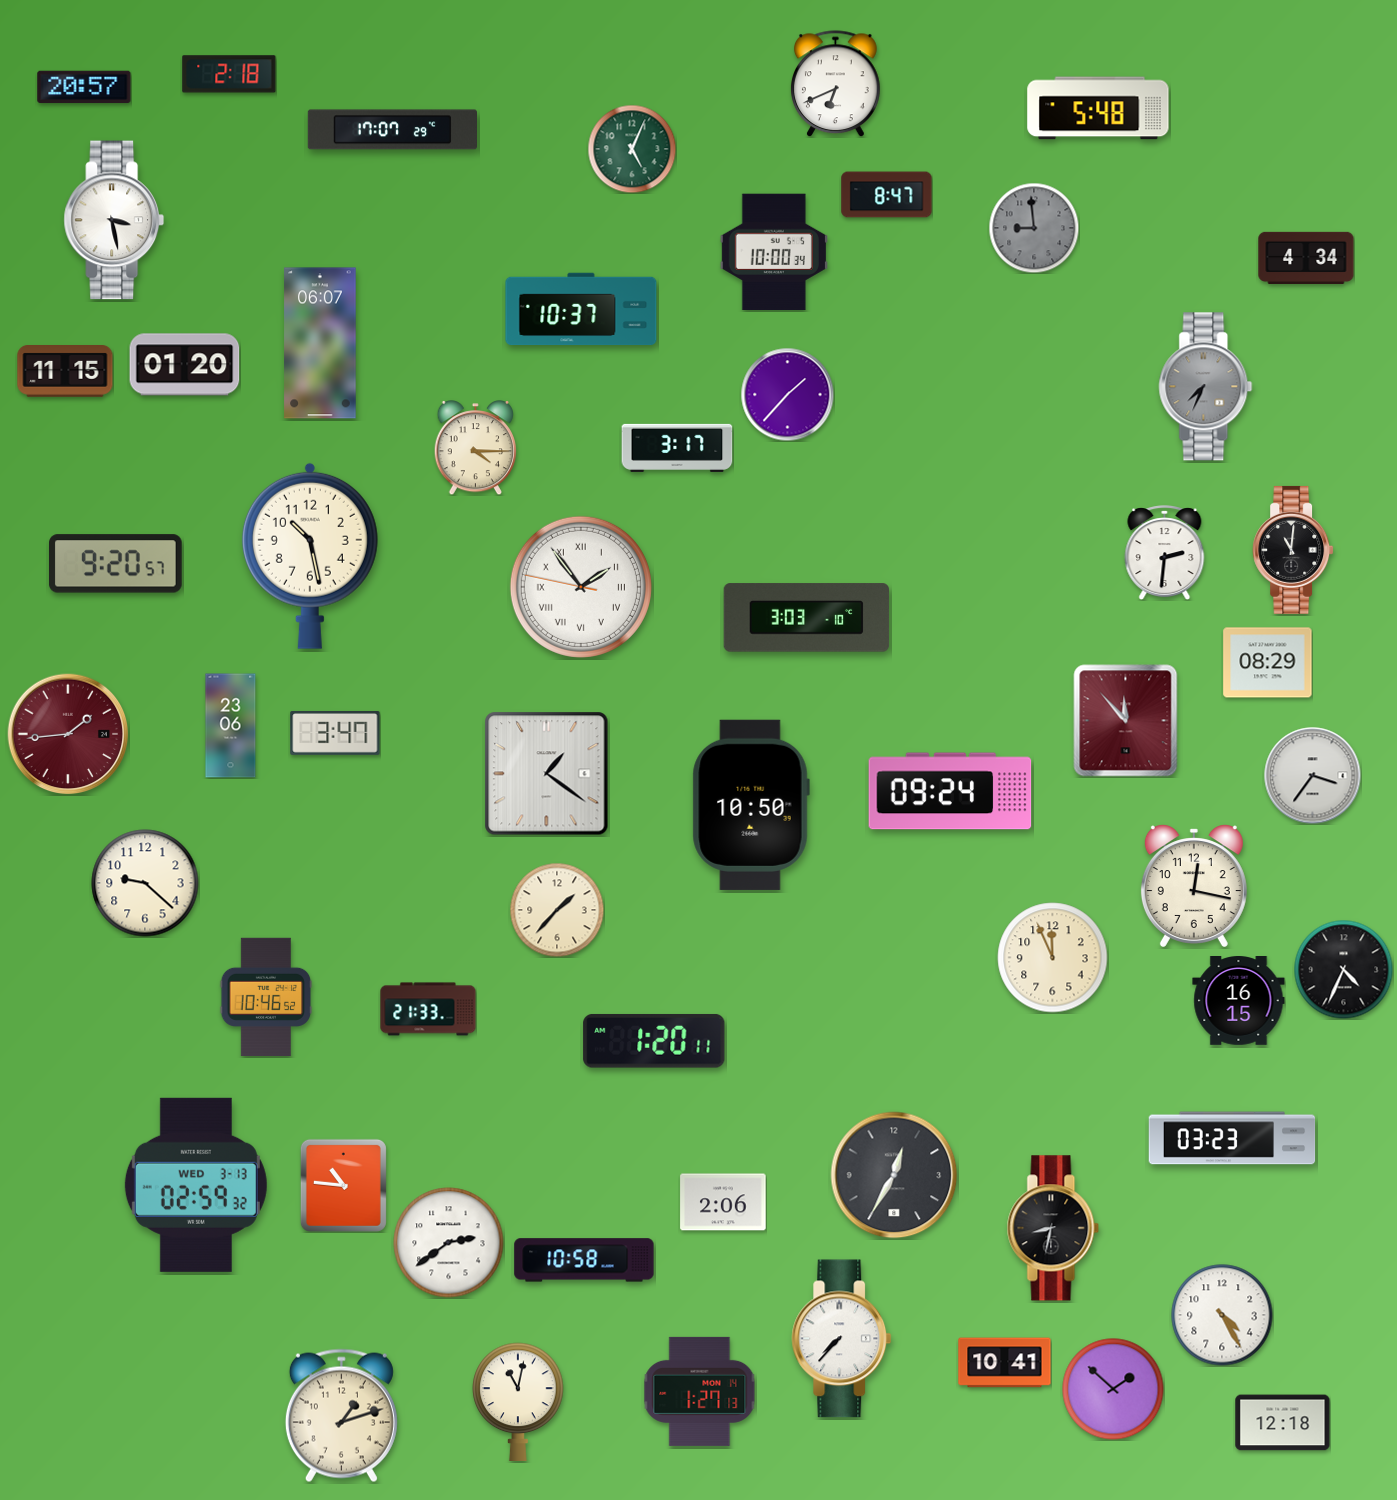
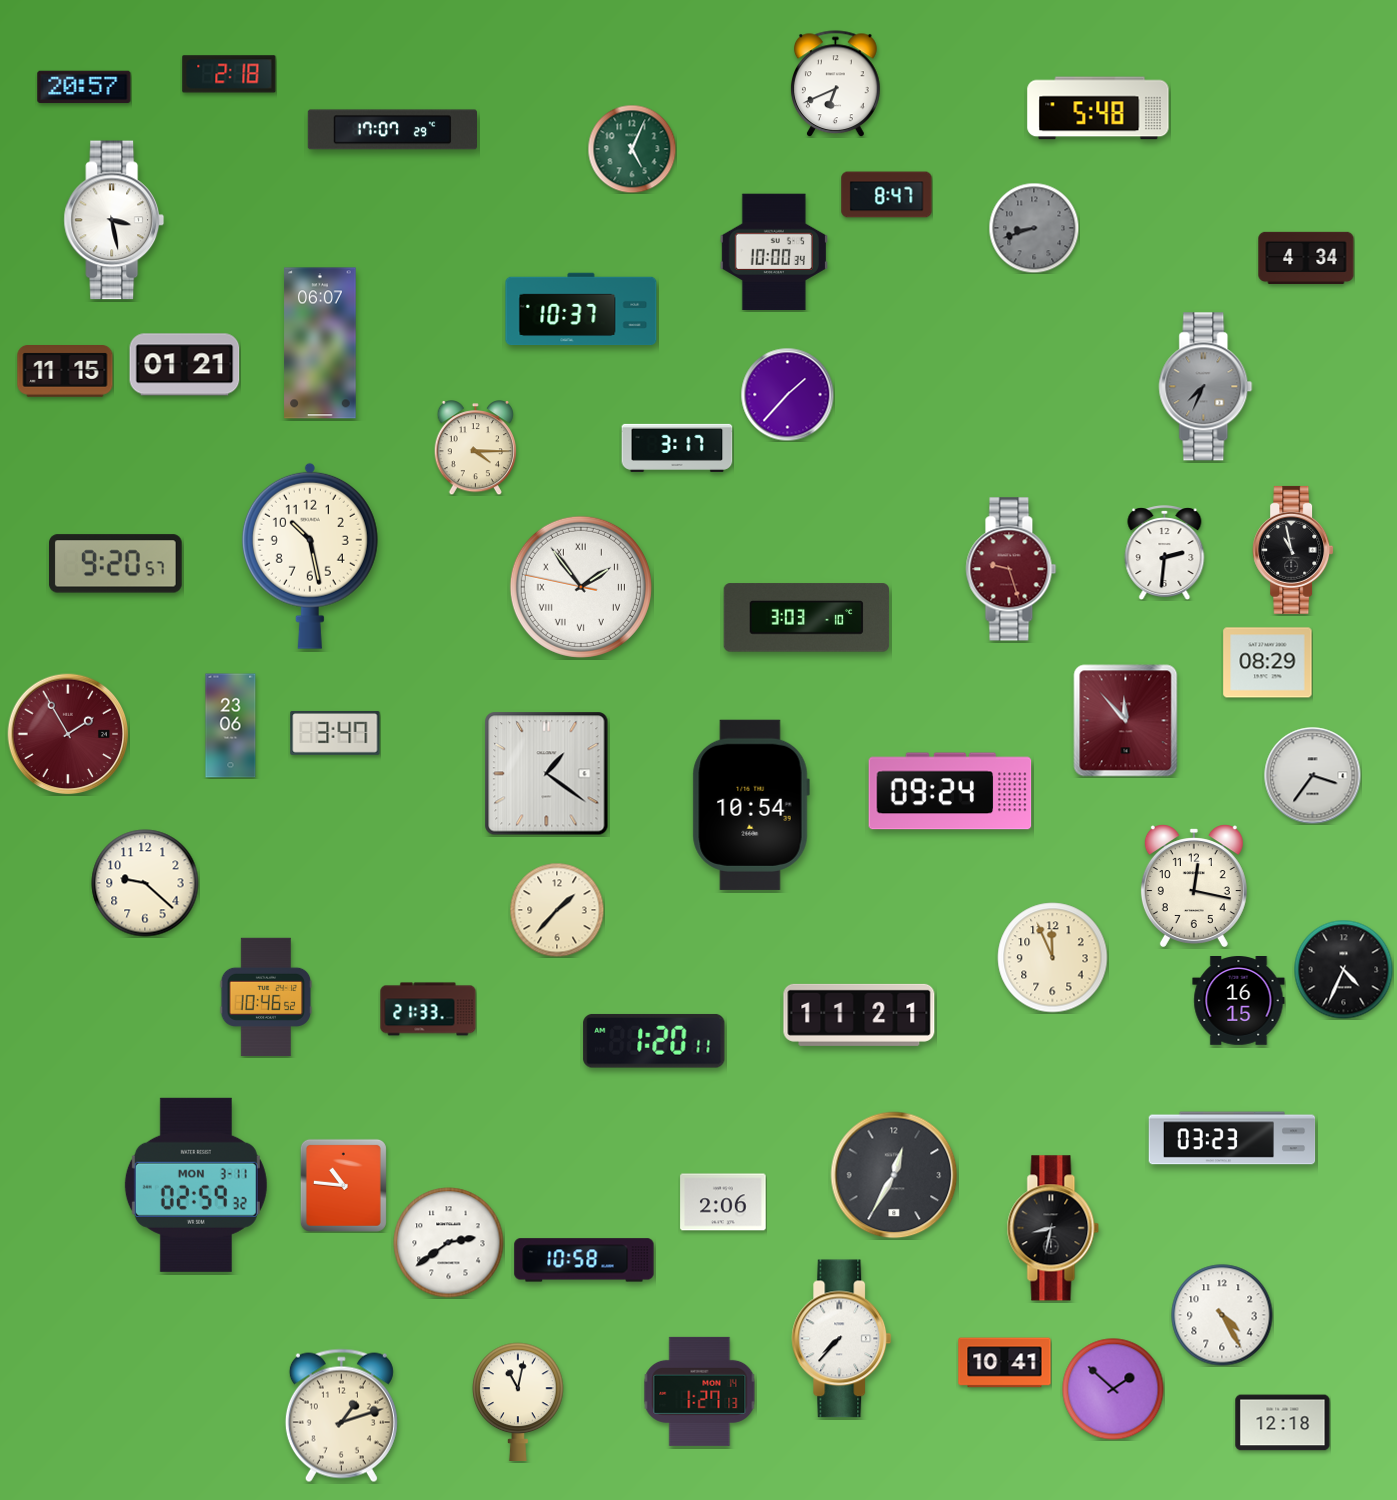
clock at (1034, 228): 8:59 -> 8:42
clock at (185, 365): 01:20 -> 01:21
clock at (1293, 550): 11:01 -> 10:58
clock at (1011, 569): none -> 9:27
clock at (68, 734): 1:44 -> 1:55
clock at (751, 805): 10:50 -> 10:54
clock at (859, 1015): none -> 11:21
clock at (196, 1185) date: WED 3-13 -> MON 3-11
